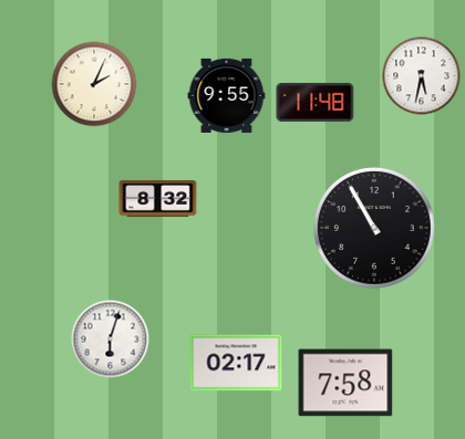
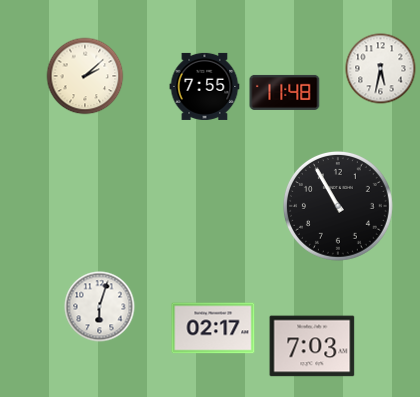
clock at (94, 84): 2:04 -> 2:08
clock at (227, 95): 9:55 -> 7:55
clock at (158, 198): 8:32 -> none
clock at (345, 383): 7:58 -> 7:03
